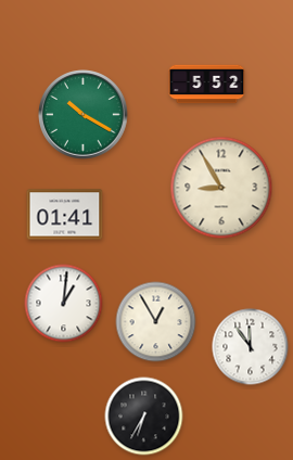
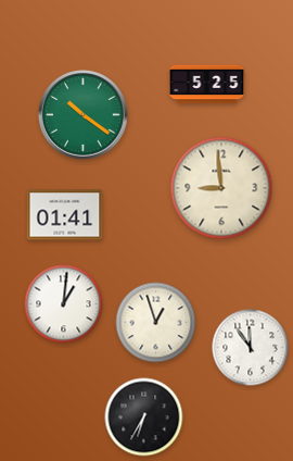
clock at (207, 85): 5:52 -> 5:25
clock at (84, 115): 10:20 -> 10:21
clock at (221, 188): 8:55 -> 8:59
clock at (156, 322): 12:55 -> 12:57
